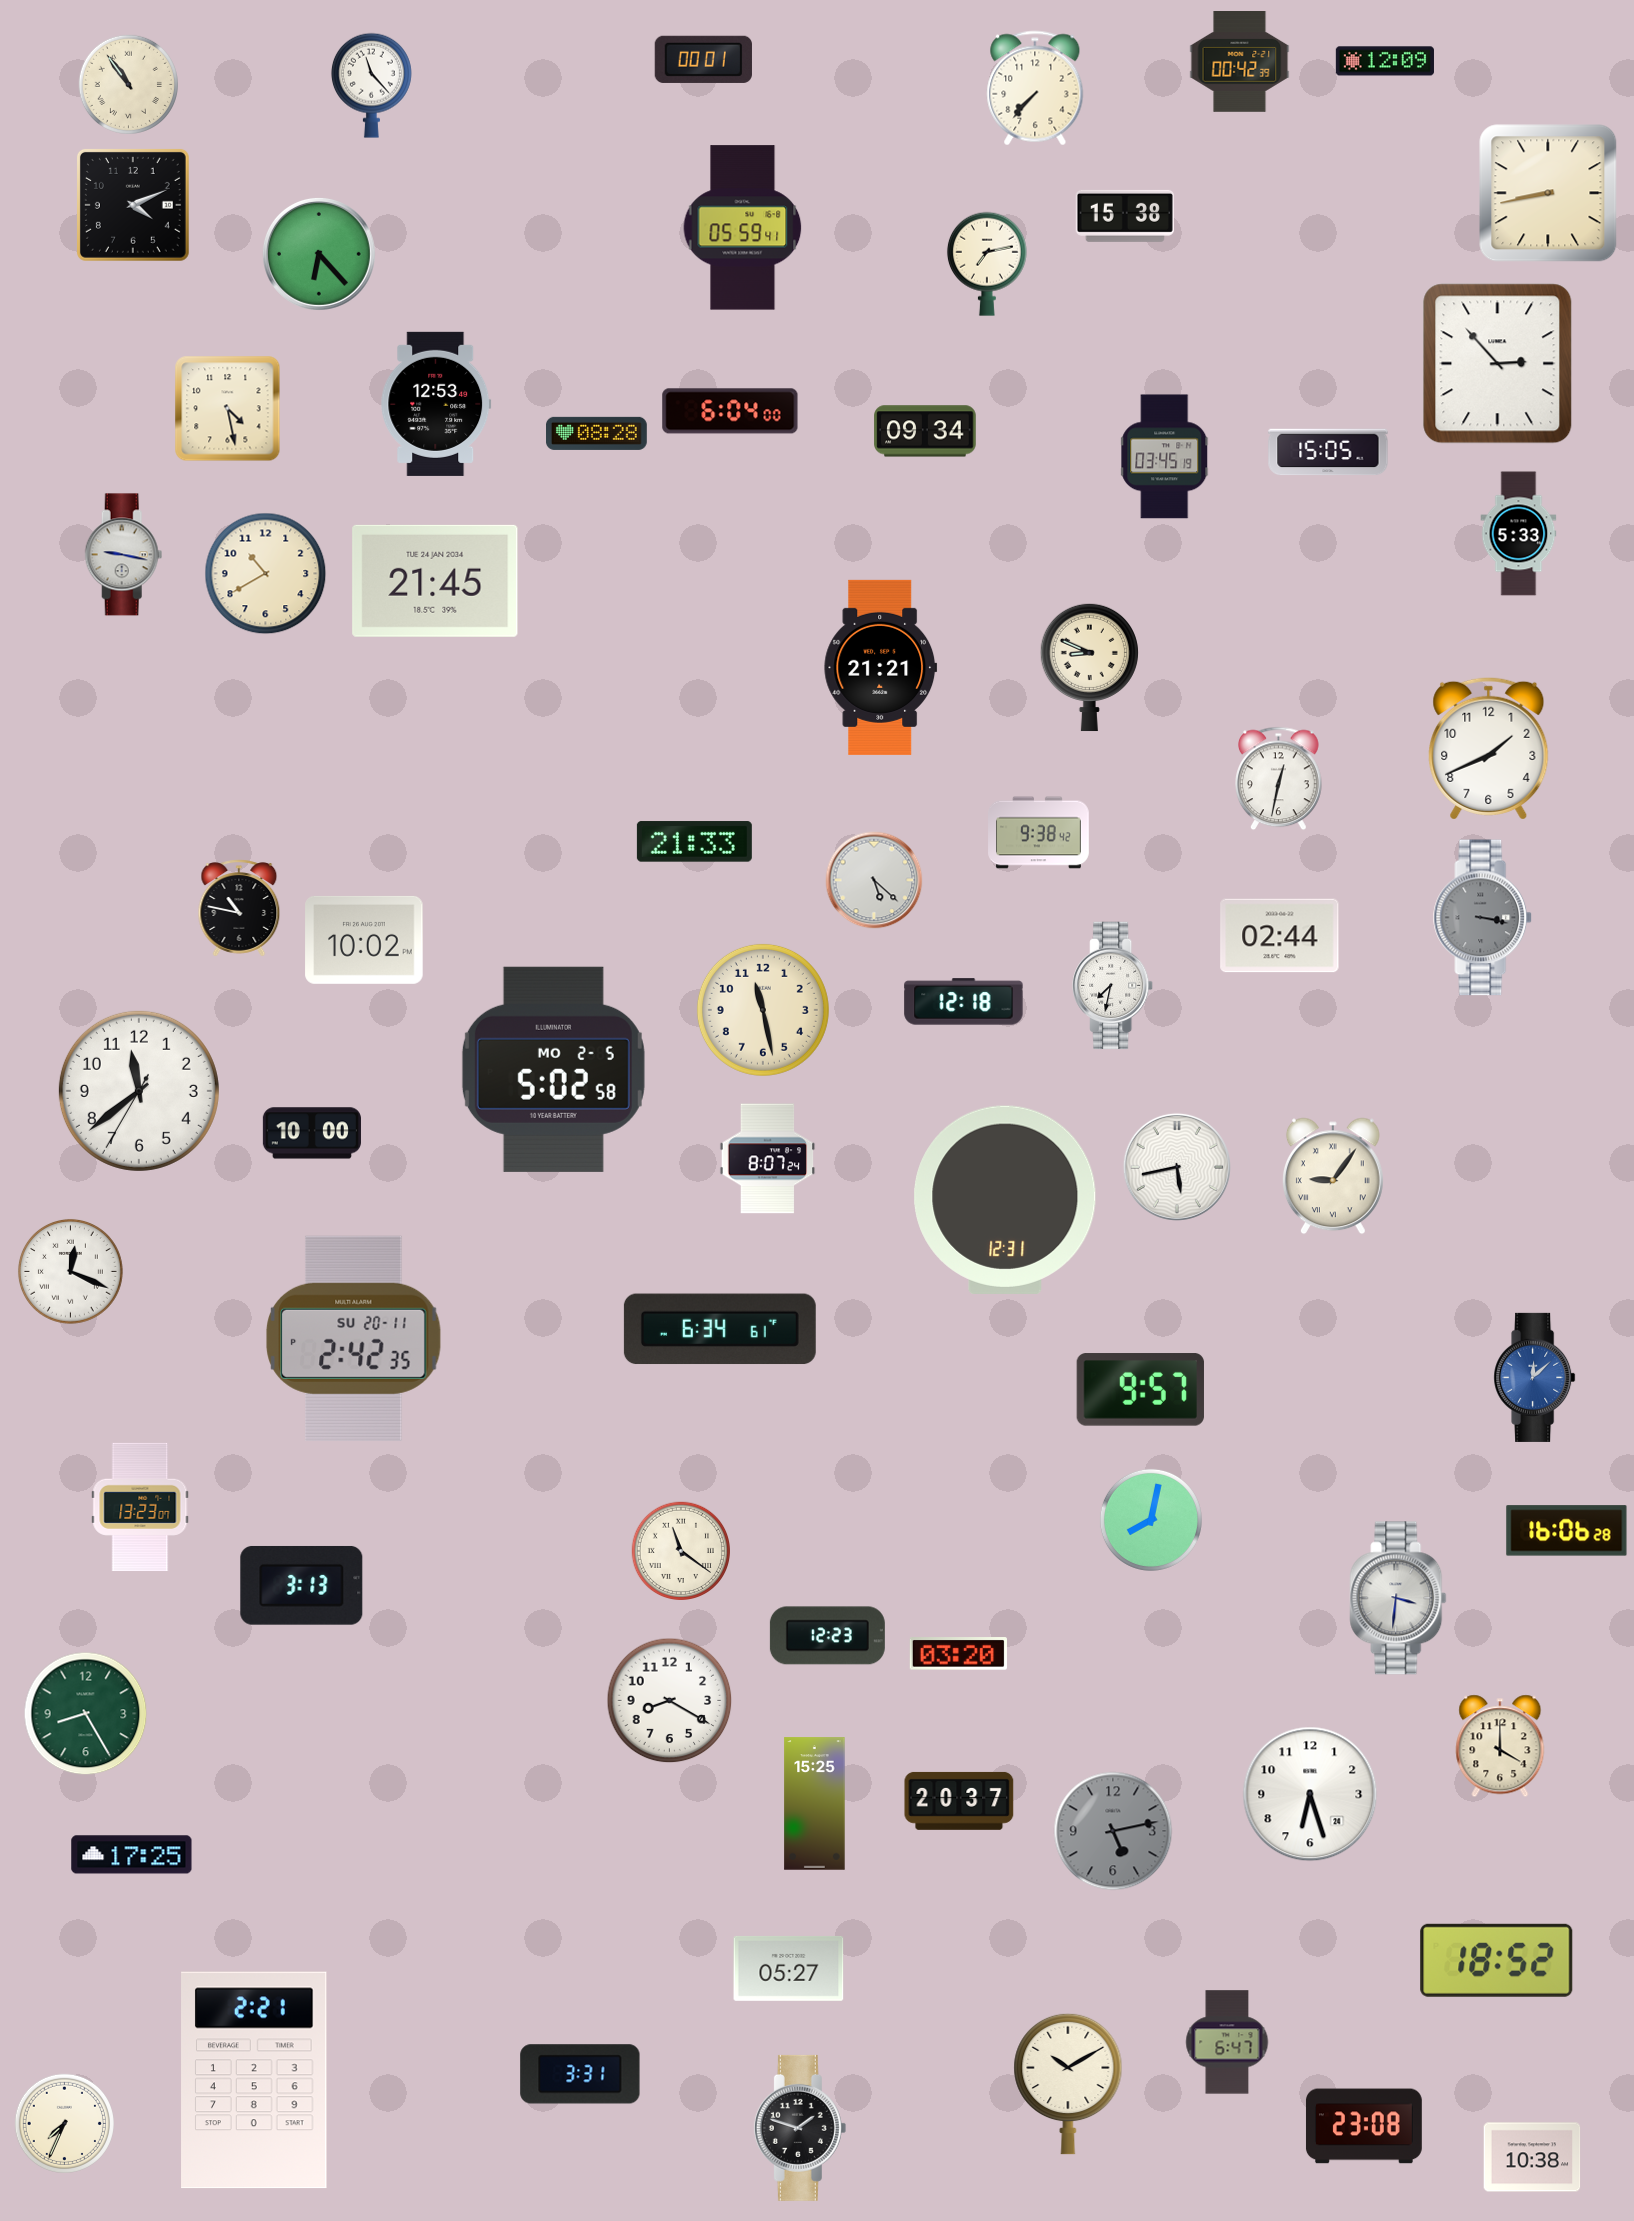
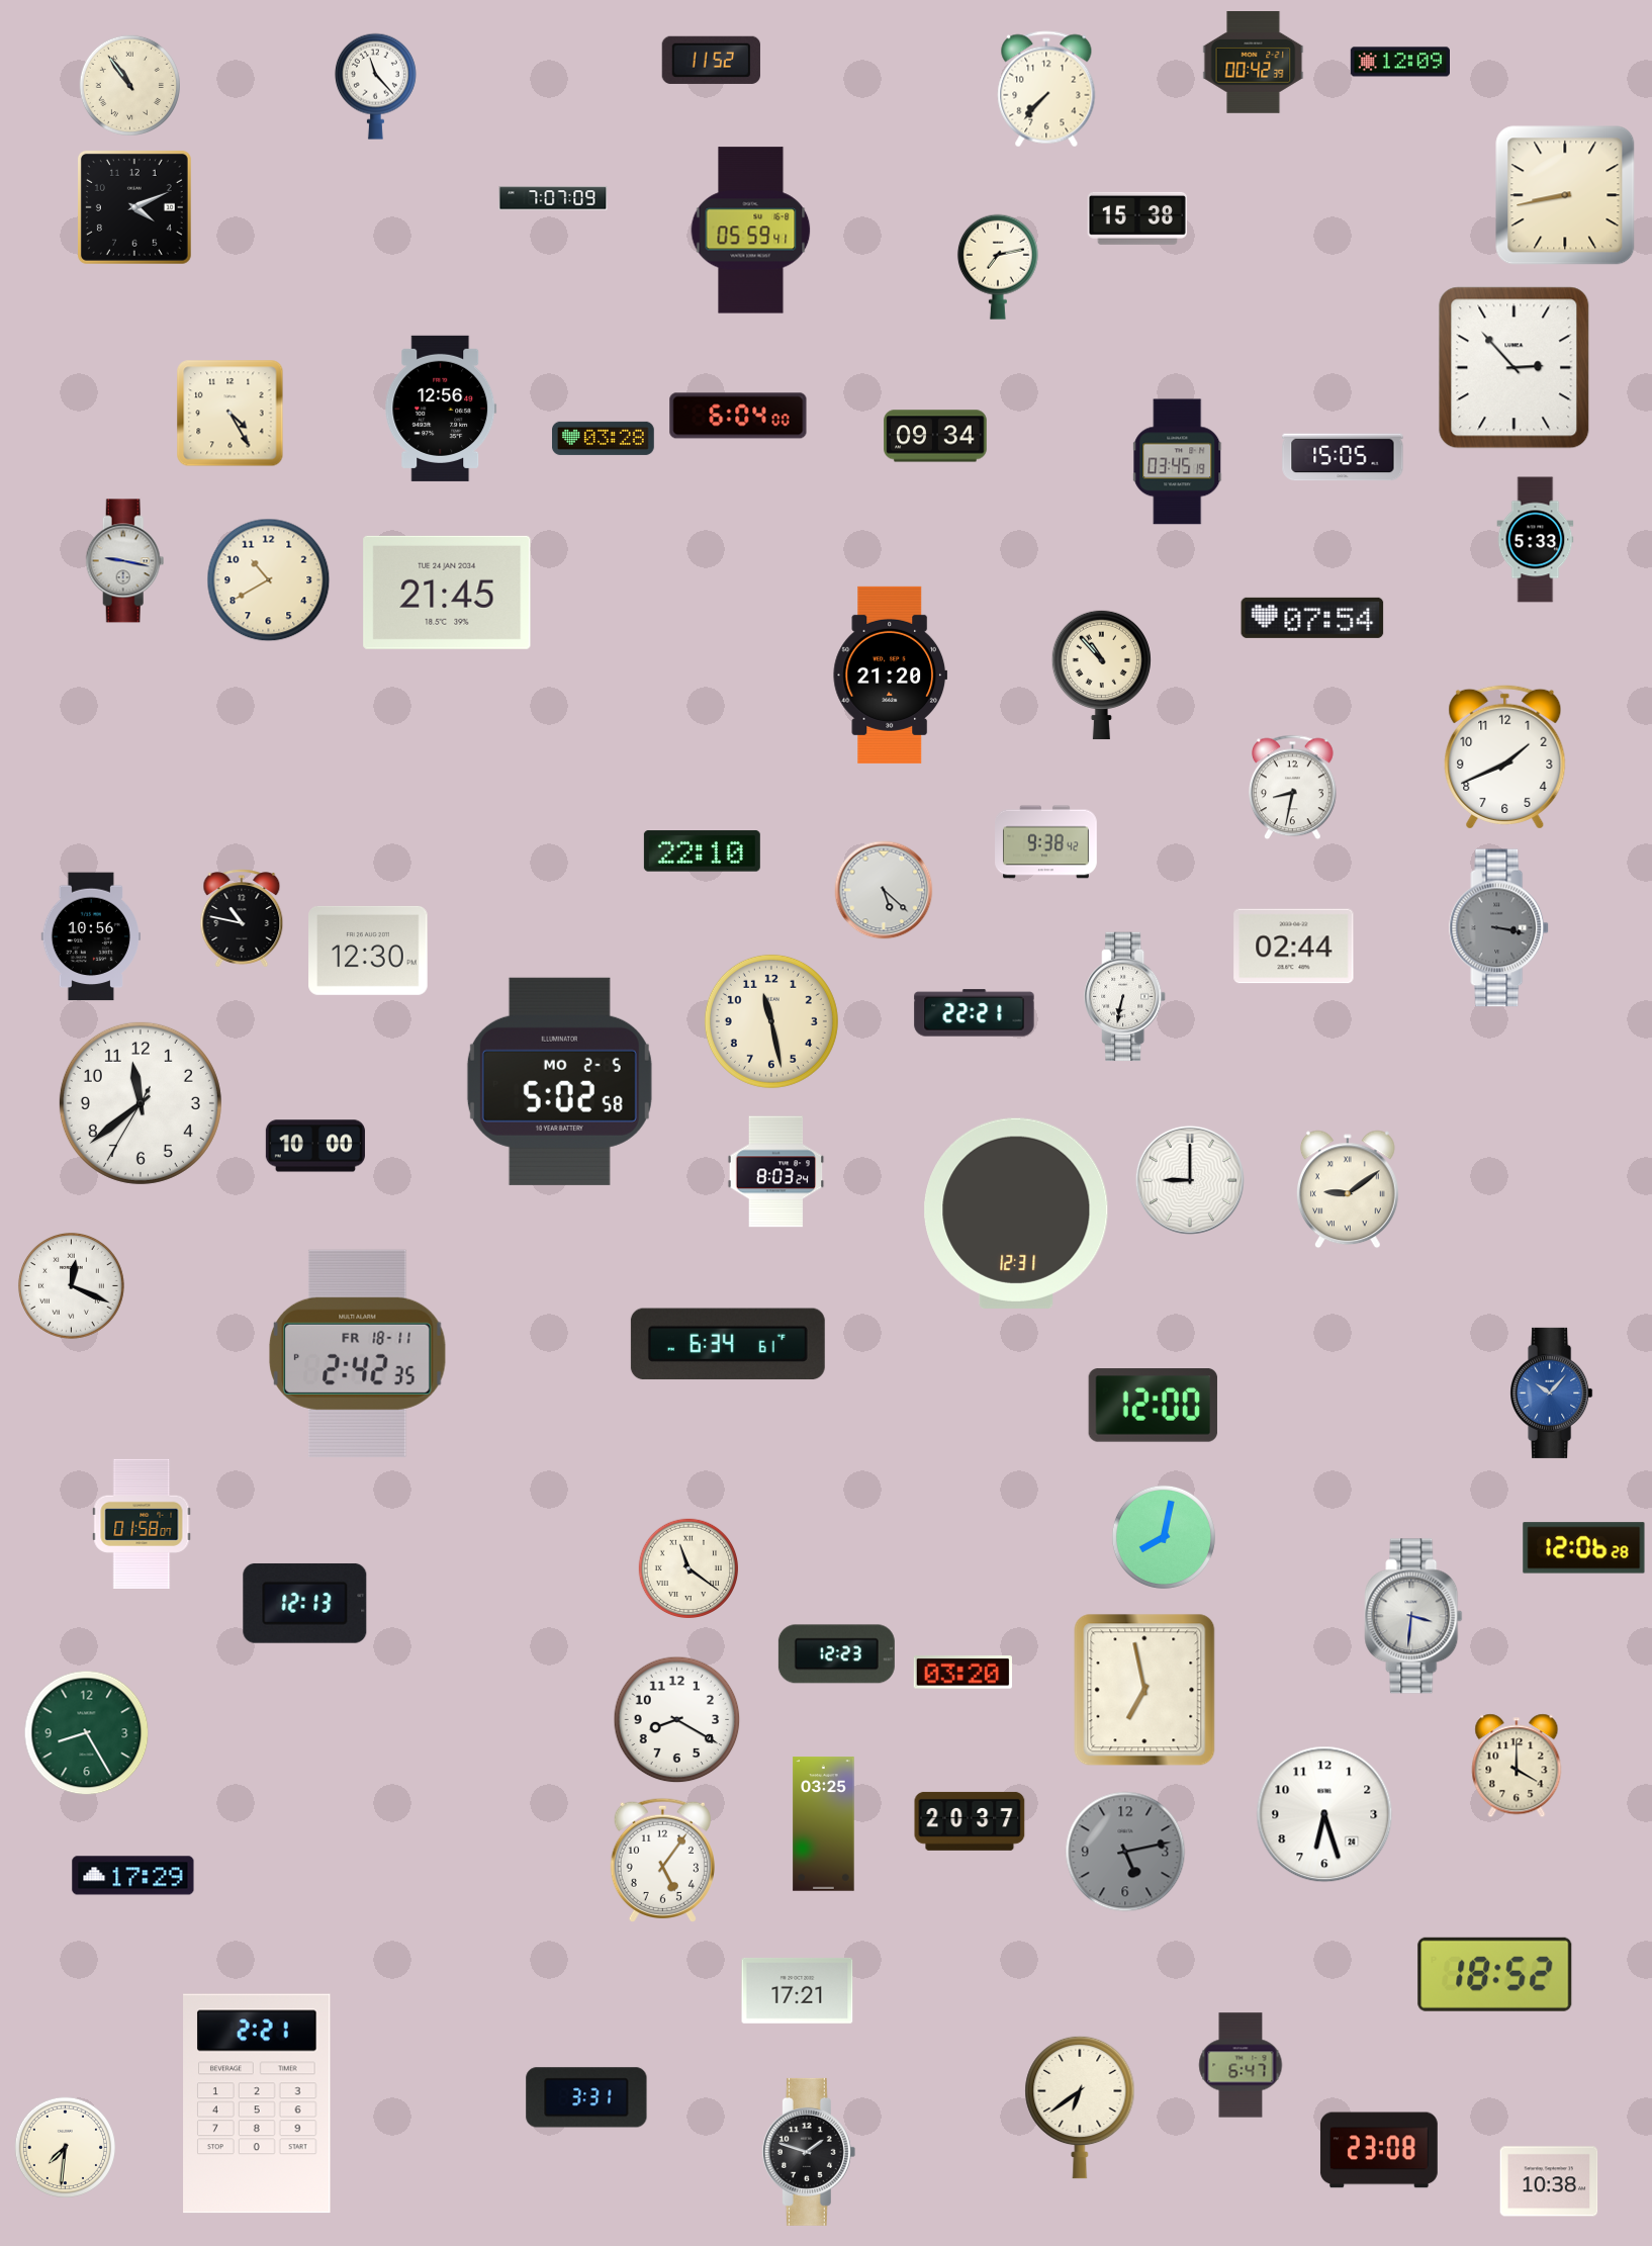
clock at (703, 59): 00:01 -> 11:52
clock at (553, 198): none -> 7:07
clock at (319, 254): 6:23 -> none
clock at (436, 404): 12:53 -> 12:56
clock at (228, 409): 4:28 -> 4:25
clock at (597, 433): 08:28 -> 03:28
clock at (435, 581) position: (435, 581) -> (447, 593)
clock at (1312, 618): none -> 07:54
clock at (881, 667): 21:21 -> 21:20
clock at (1089, 667): 8:49 -> 10:53
clock at (1279, 779): 12:32 -> 8:32
clock at (1039, 833) position: (1039, 833) -> (1046, 842)
clock at (694, 842): 21:33 -> 22:10
clock at (90, 936): none -> 10:56
clock at (364, 940): 10:02 -> 12:30
clock at (1113, 986): 7:32 -> 6:32
clock at (964, 1002): 12:18 -> 22:21
clock at (768, 1159): 8:07 -> 8:03
clock at (1177, 1167): 5:43 -> 9:00
clock at (1333, 1176): 9:06 -> 9:09
clock at (354, 1338) date: SU 20-11 -> FR 18-11
clock at (1535, 1377): 12:08 -> 10:07
clock at (1140, 1390): 9:57 -> 12:00
clock at (140, 1506): 13:23 -> 01:58
clock at (1567, 1531): 16:06 -> 12:06
clock at (302, 1585): 3:13 -> 12:13
clock at (958, 1654) position: (958, 1654) -> (962, 1673)
clock at (1144, 1690): none -> 6:58
clock at (815, 1804): 15:25 -> 03:25
clock at (662, 1860): none -> 5:06
clock at (132, 1855): 17:25 -> 17:29
clock at (1497, 1960) position: (1497, 1960) -> (1495, 1974)
clock at (789, 1968): 05:27 -> 17:21
clock at (1068, 2084): 10:10 -> 6:39
clock at (64, 2123): 7:34 -> 7:31
